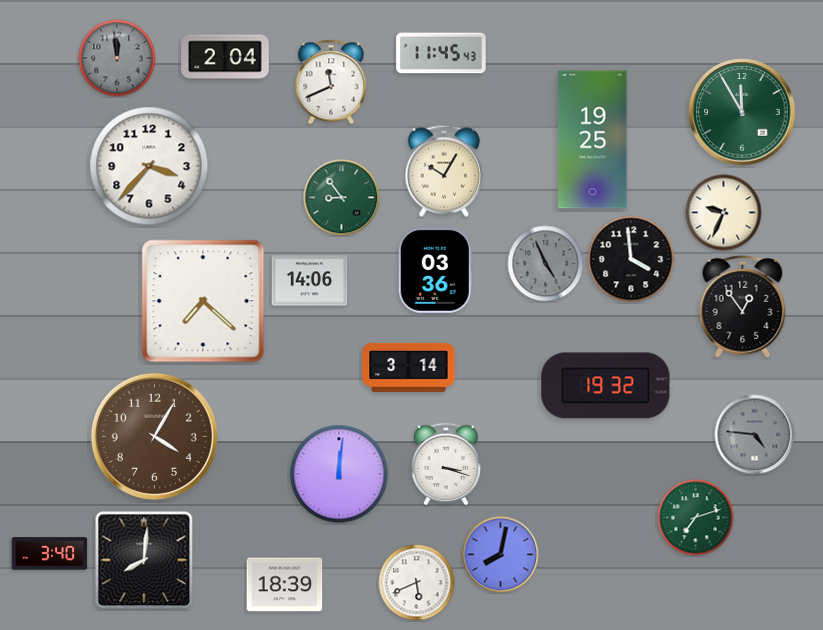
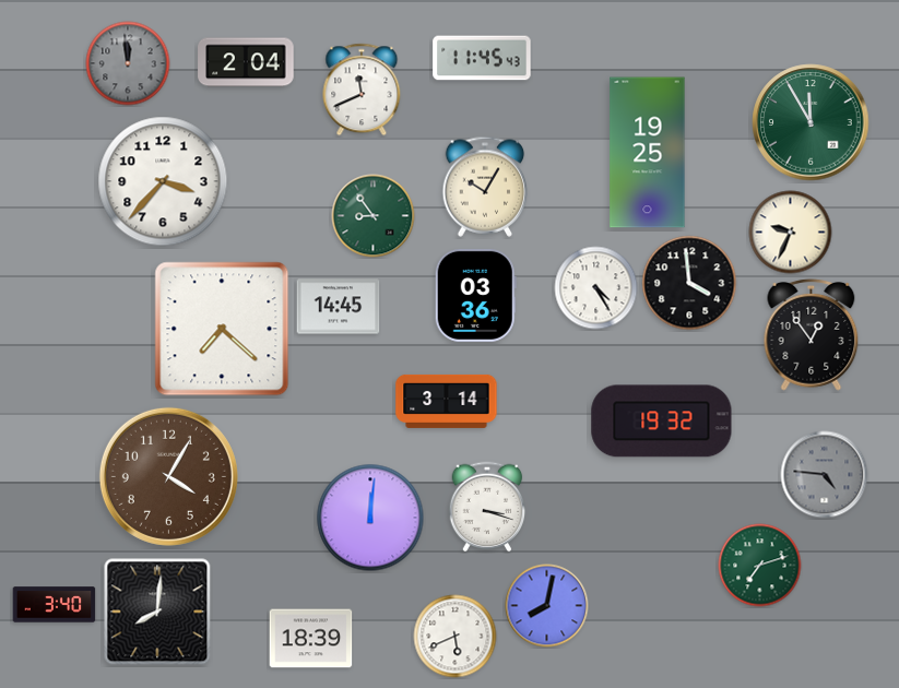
clock at (546, 264): 4:56 -> 4:25
clock at (546, 264) dial: grey -> white
clock at (310, 281): 14:06 -> 14:45
